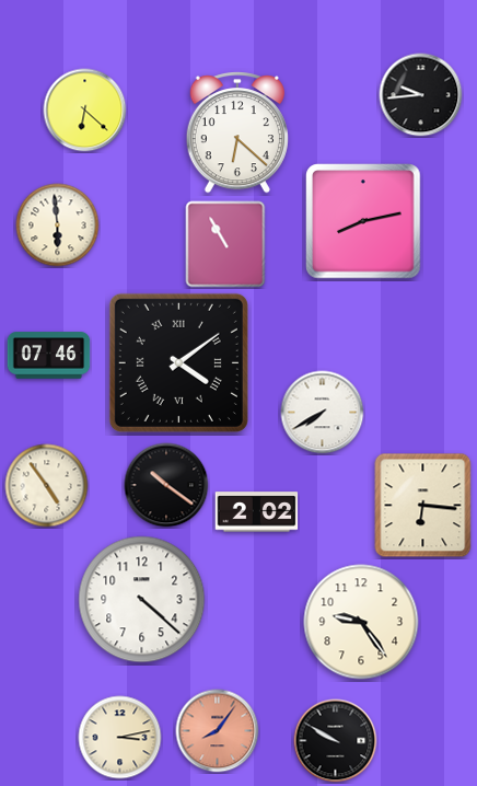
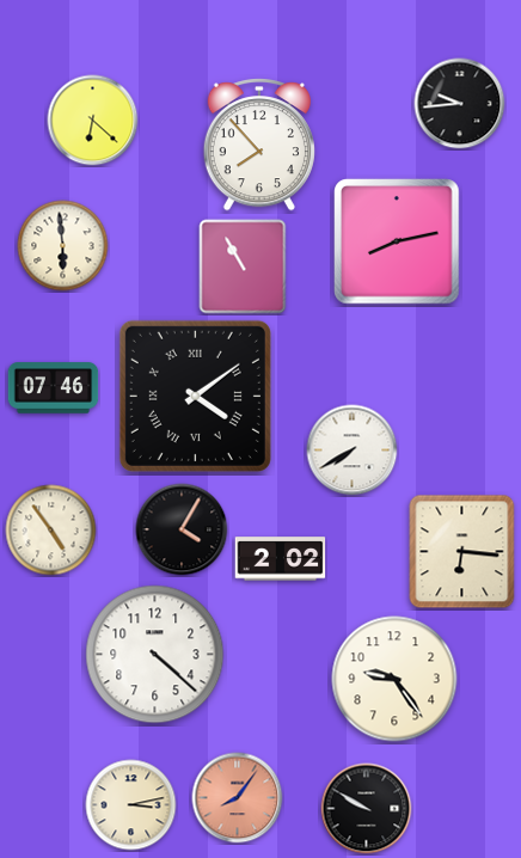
clock at (237, 134): 6:22 -> 7:53
clock at (225, 244) position: (225, 244) -> (243, 266)
clock at (166, 485): 10:21 -> 4:05
